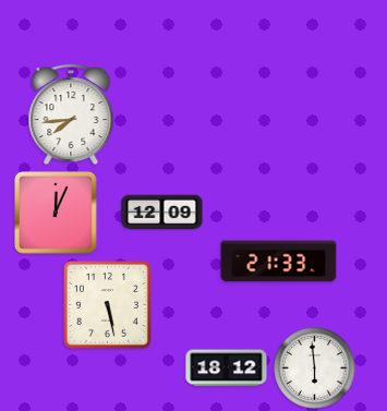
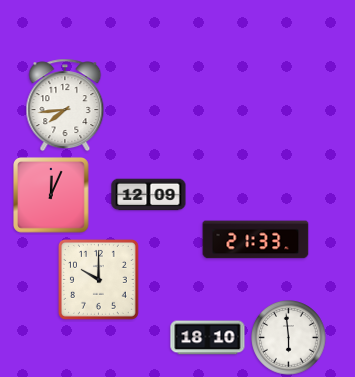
clock at (107, 304): 5:28 -> 10:00
clock at (227, 368): 18:12 -> 18:10
